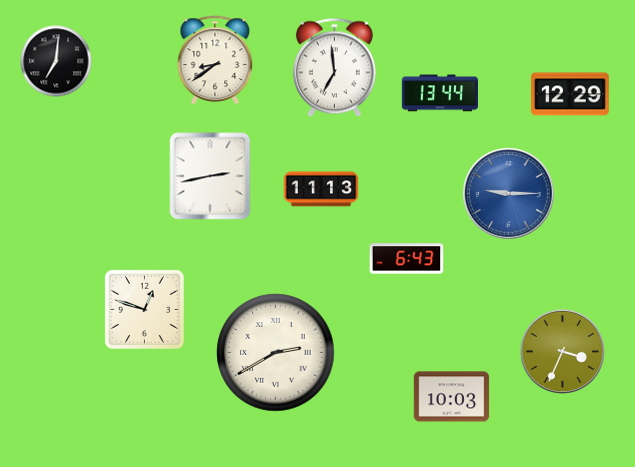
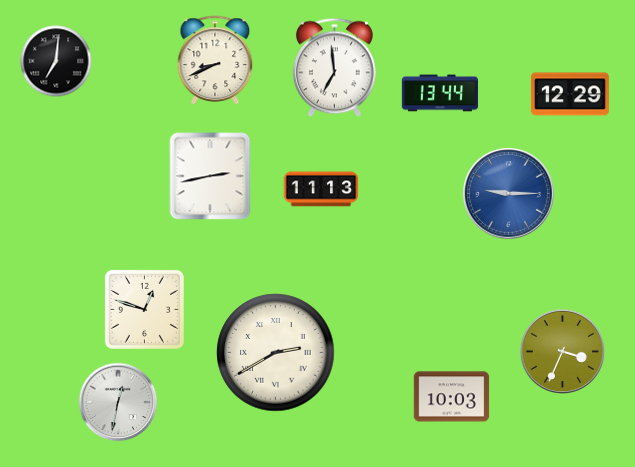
clock at (215, 60): 8:39 -> 8:41
clock at (407, 259): 6:43 -> none
clock at (118, 402): none -> 12:32
